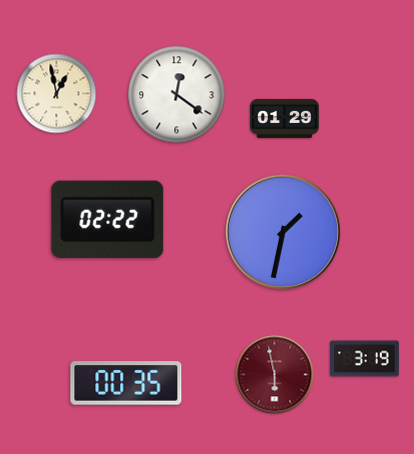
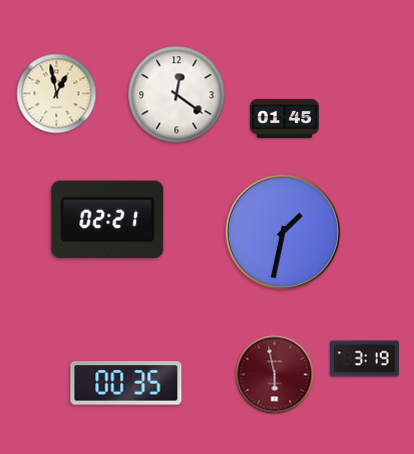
clock at (285, 118): 01:29 -> 01:45
clock at (108, 219): 02:22 -> 02:21
